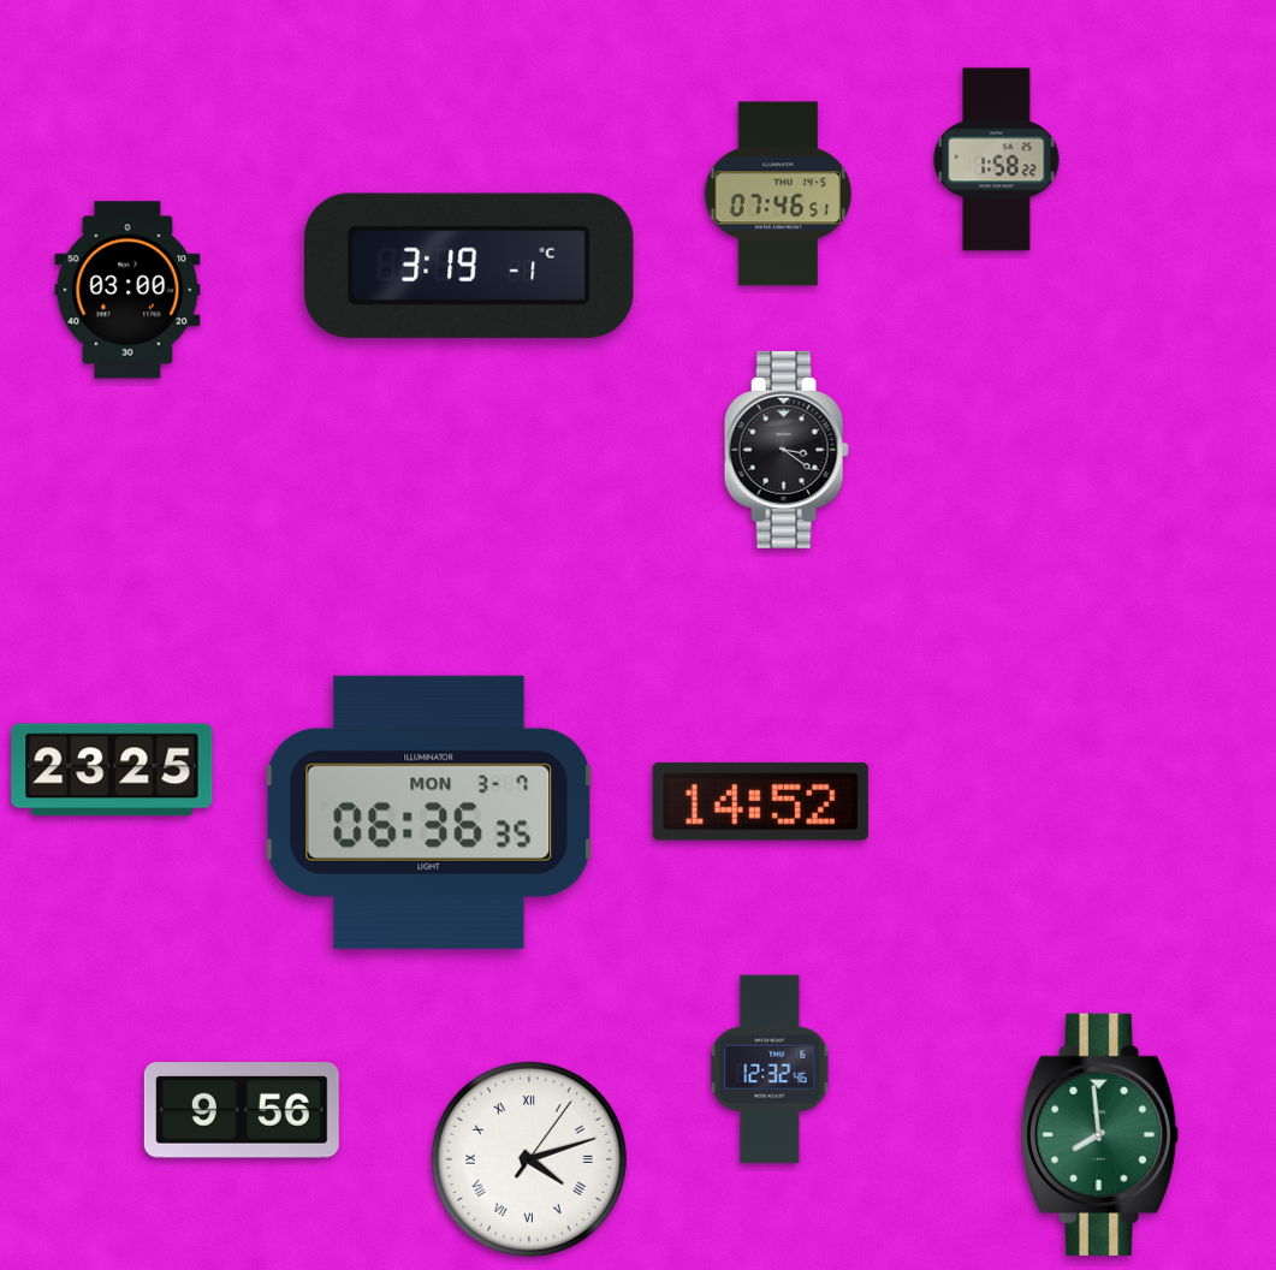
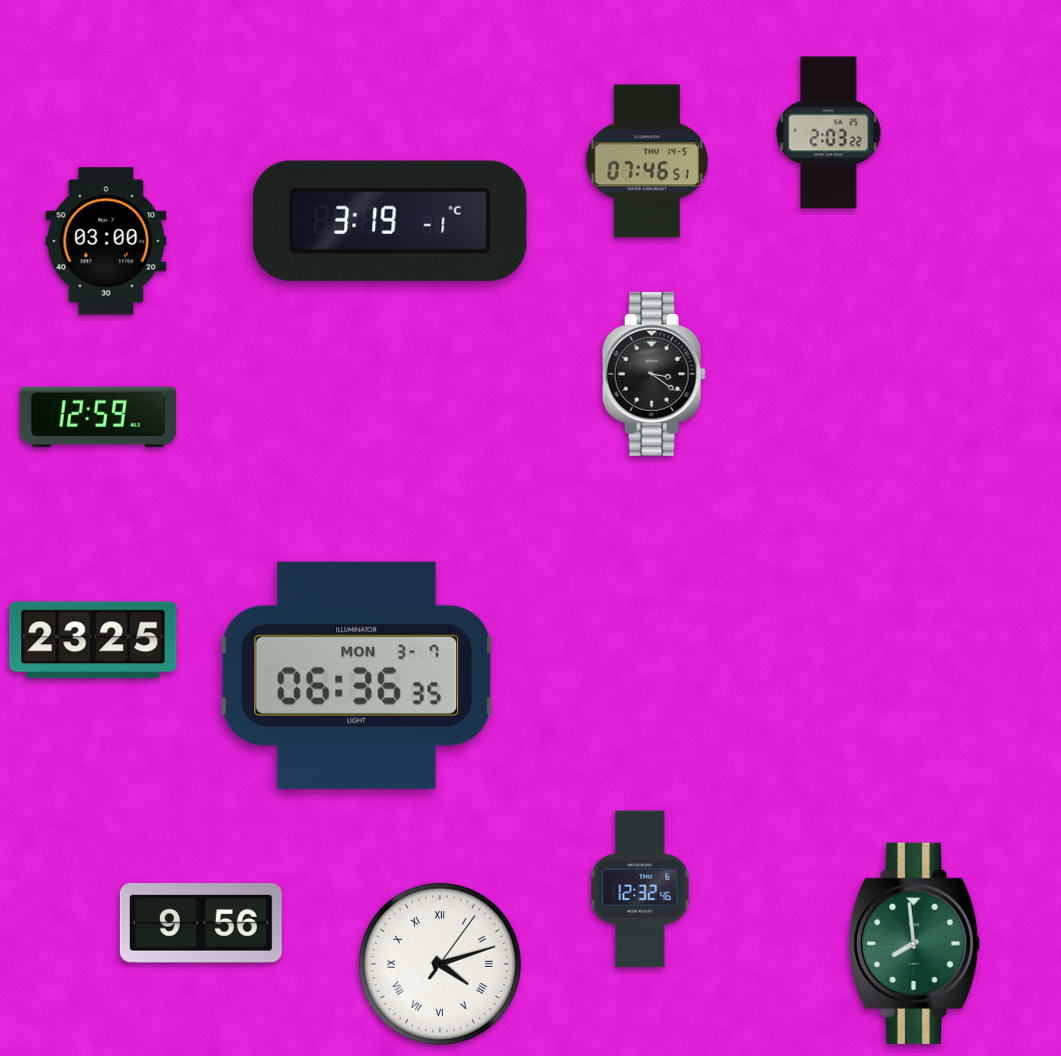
clock at (997, 160): 1:58 -> 2:03
clock at (98, 417): none -> 12:59
clock at (760, 801): 14:52 -> none
